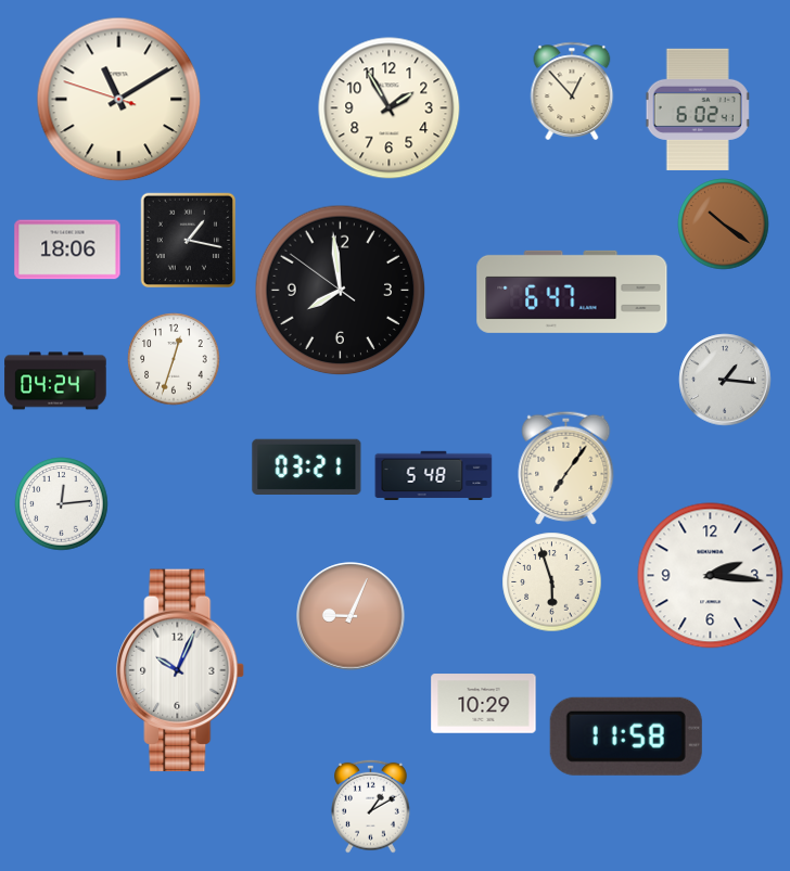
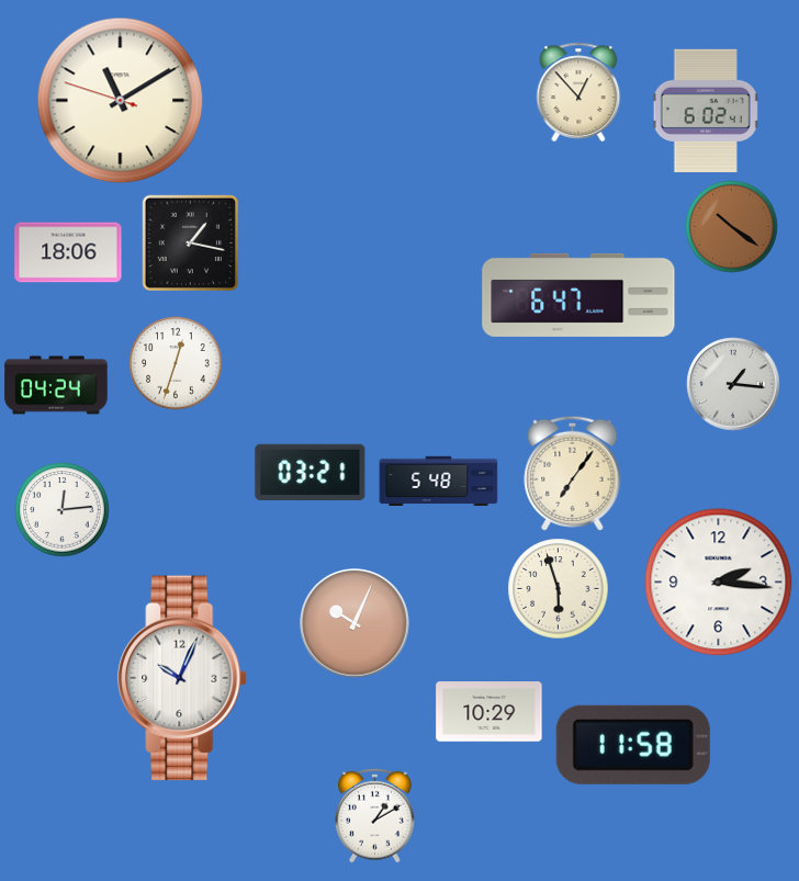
clock at (390, 108): 1:55 -> none
clock at (341, 291): 7:58 -> none
clock at (351, 616): 9:04 -> 10:04
